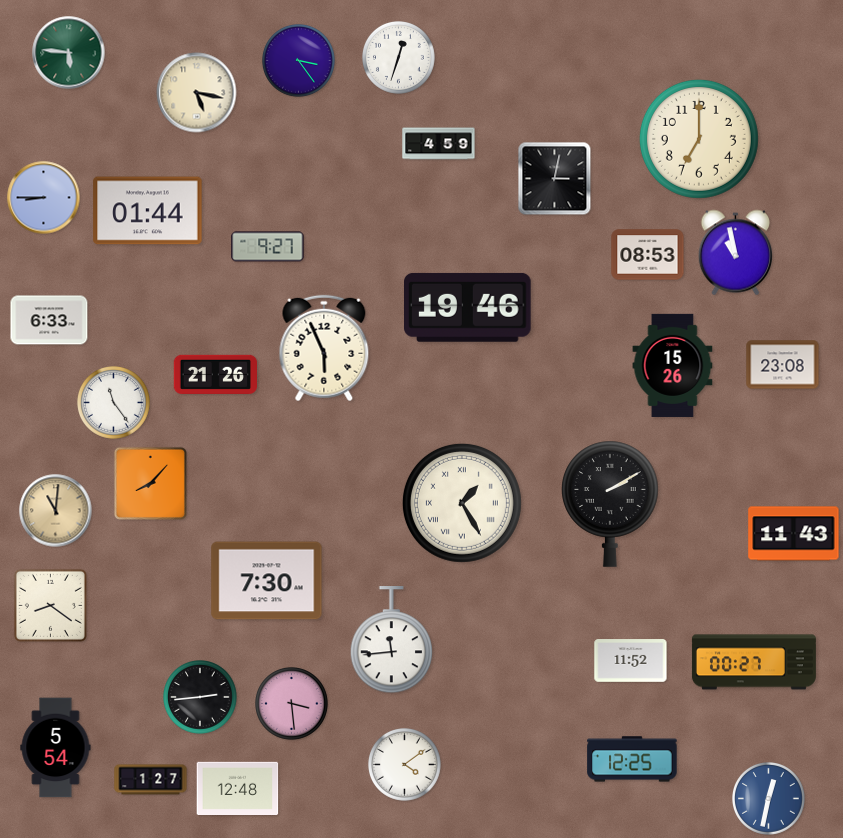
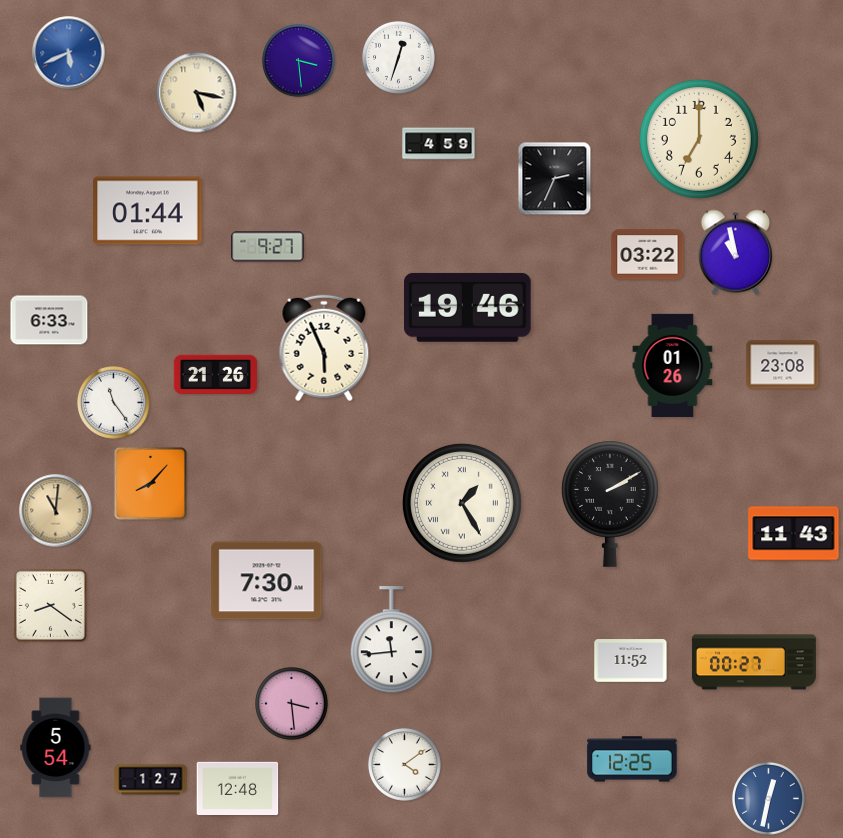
clock at (69, 53): 5:46 -> 5:41
clock at (69, 53) dial: green -> blue
clock at (299, 61): 3:24 -> 3:29
clock at (555, 179): 3:02 -> 2:34
clock at (44, 198): 8:45 -> none
clock at (648, 255): 08:53 -> 03:22
clock at (673, 365): 15:26 -> 01:26
clock at (201, 698): 2:44 -> none
